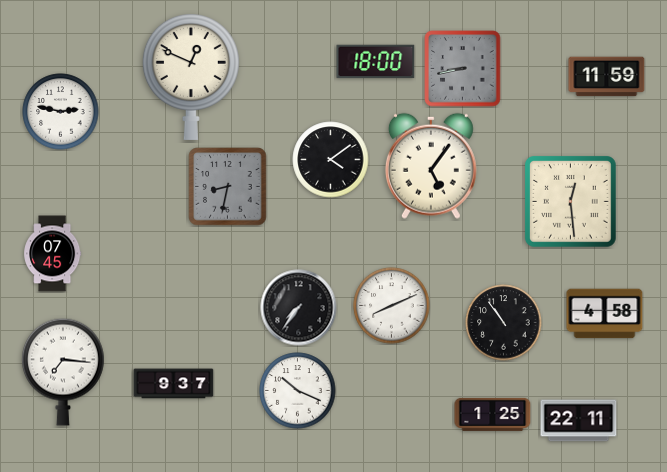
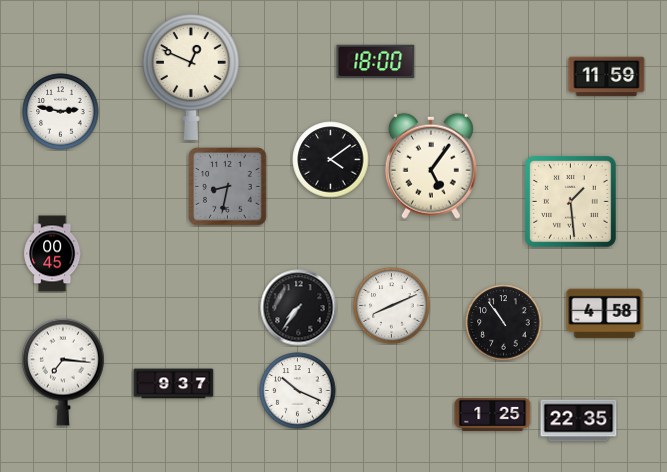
clock at (463, 69): 8:43 -> none
clock at (571, 202): 12:29 -> 1:29
clock at (53, 254): 07:45 -> 00:45
clock at (579, 421): 22:11 -> 22:35
